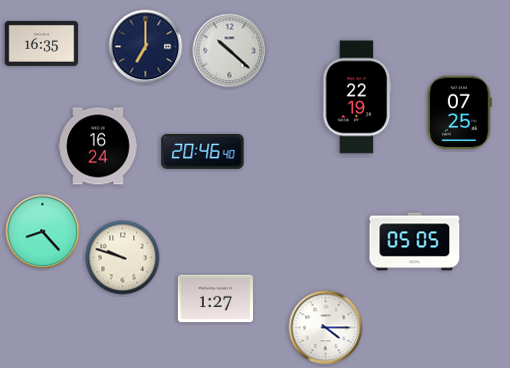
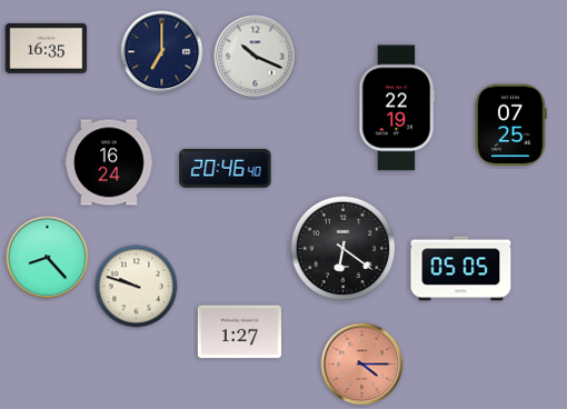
clock at (230, 51): 10:22 -> 10:19
clock at (344, 249): none -> 6:21
clock at (326, 328) dial: white -> salmon
